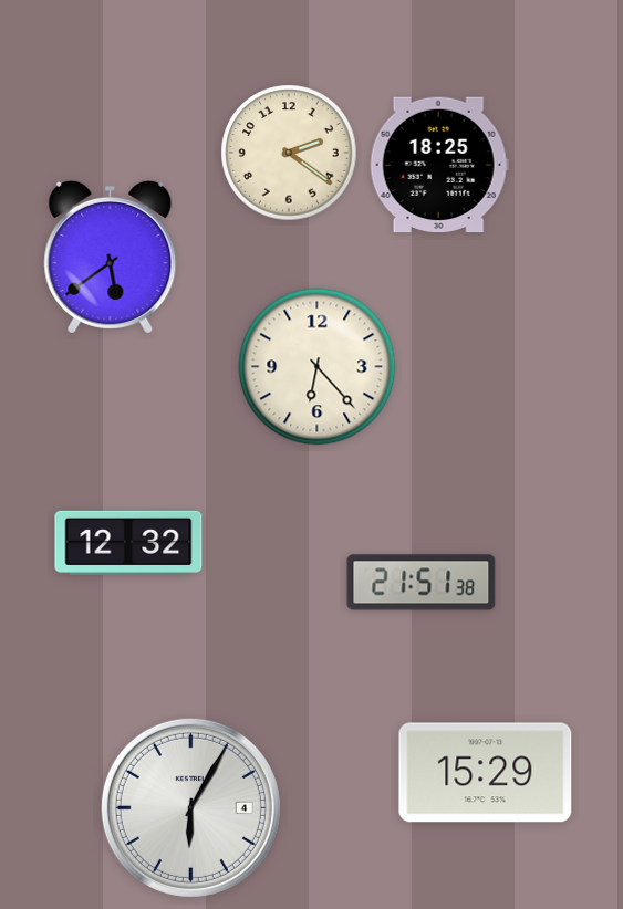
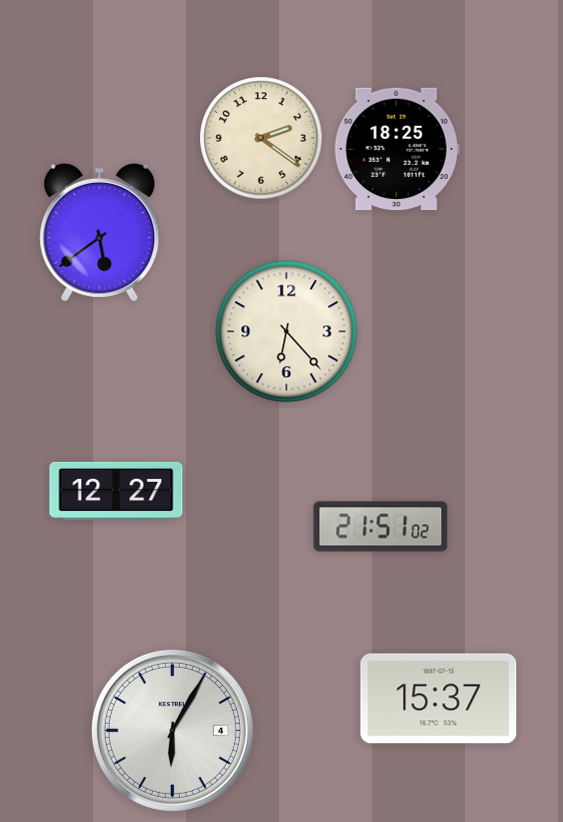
clock at (128, 543): 12:32 -> 12:27
clock at (422, 583): 21:51:38 -> 21:51:02
clock at (486, 773): 15:29 -> 15:37
